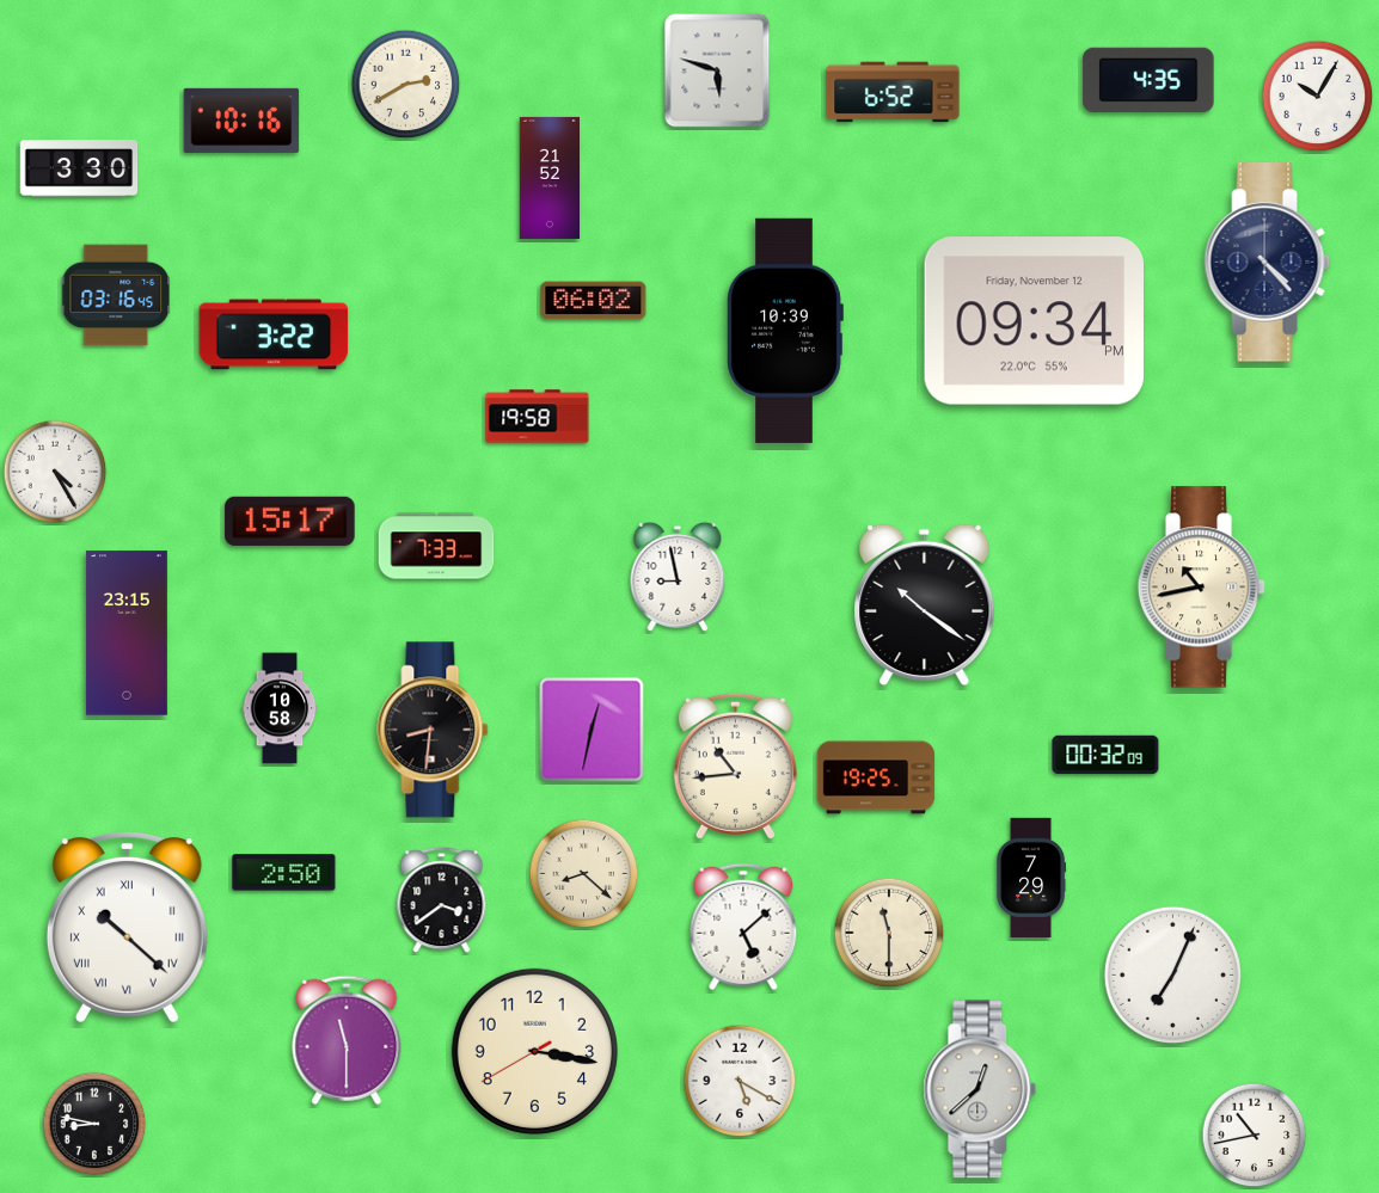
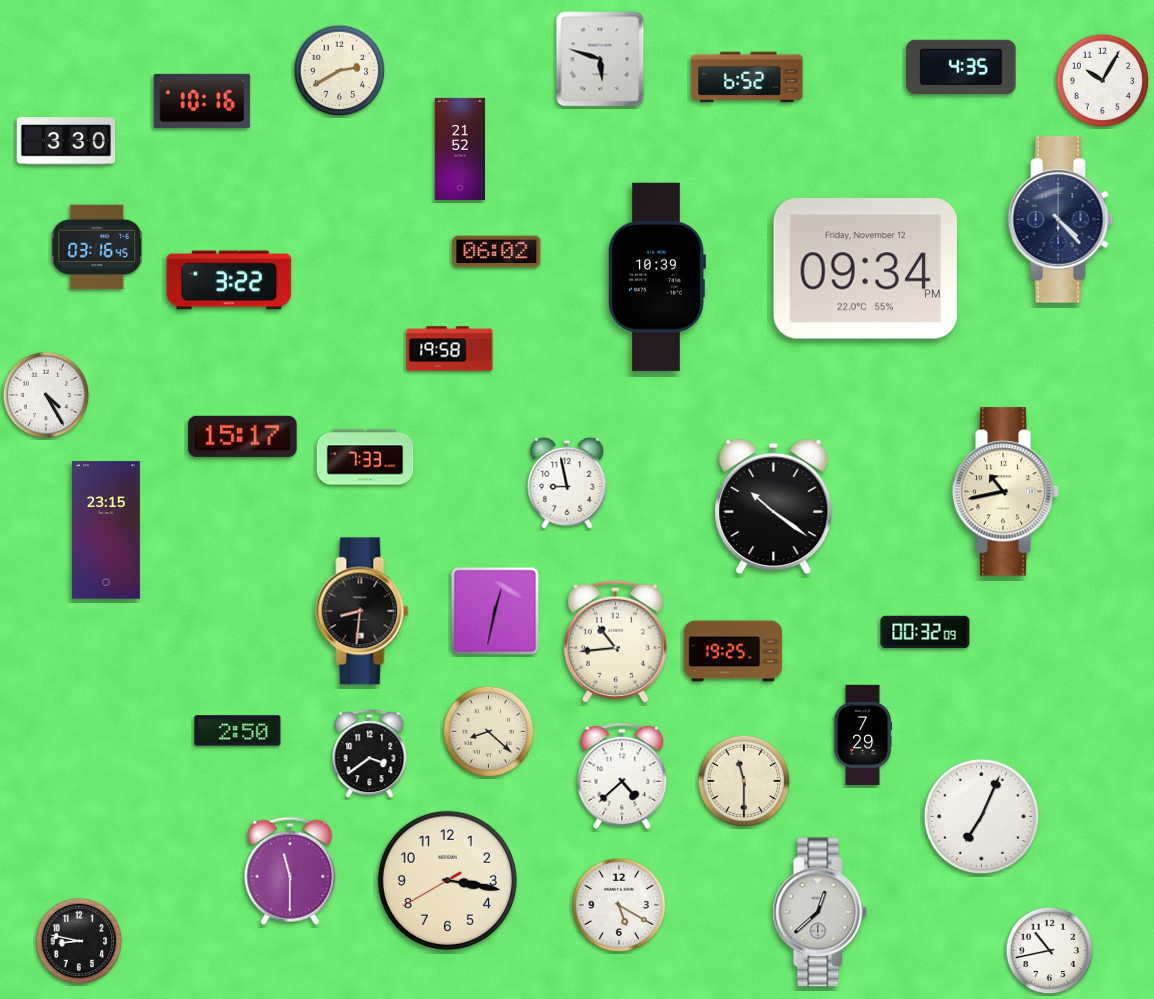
clock at (280, 708): 10:58 -> none
clock at (127, 927): 10:22 -> none
clock at (743, 927): 5:08 -> 4:38
